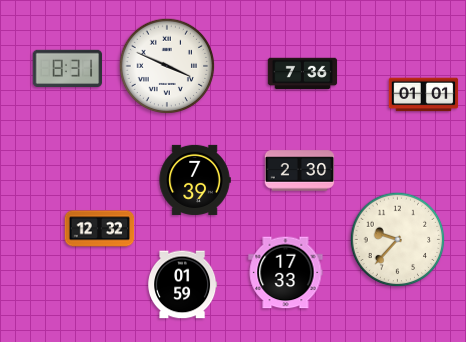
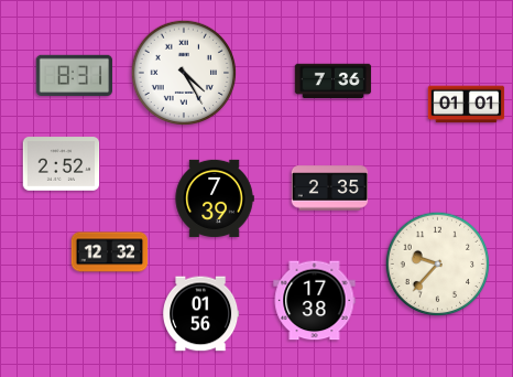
clock at (167, 66): 3:49 -> 4:25
clock at (62, 164): none -> 2:52
clock at (300, 171): 2:30 -> 2:35
clock at (286, 273): 17:33 -> 17:38
clock at (183, 285): 01:59 -> 01:56
